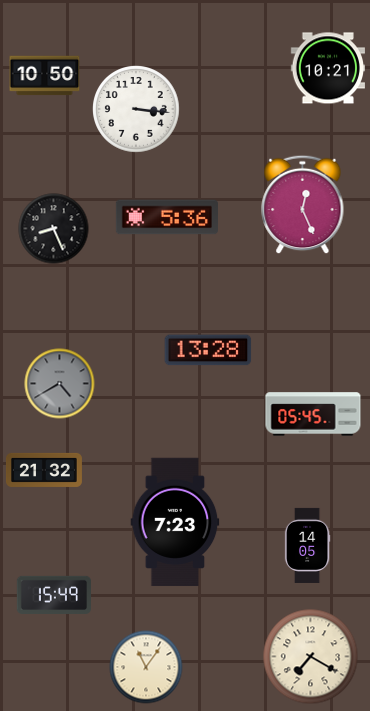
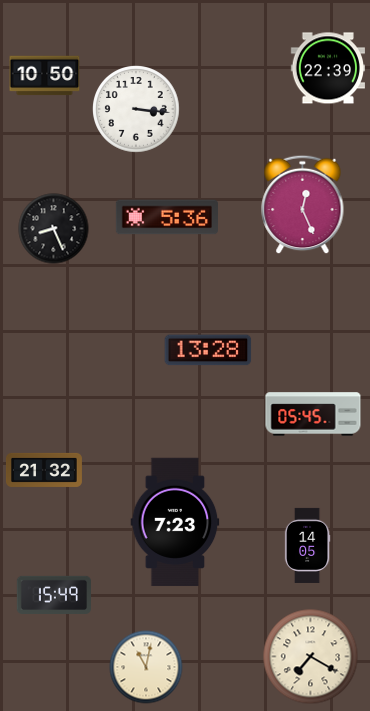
clock at (327, 68): 10:21 -> 22:39
clock at (60, 384): 4:40 -> none
clock at (146, 667): 11:06 -> 11:02
